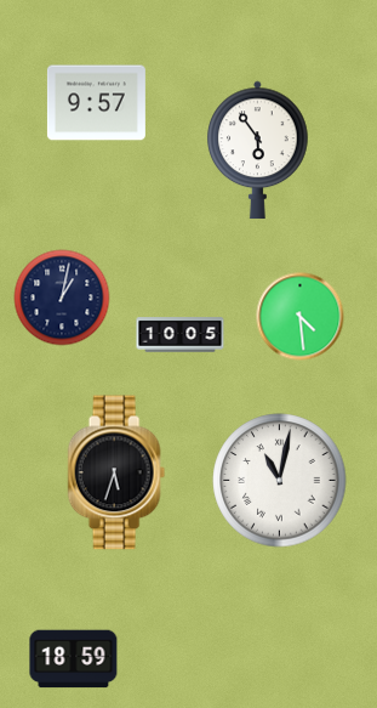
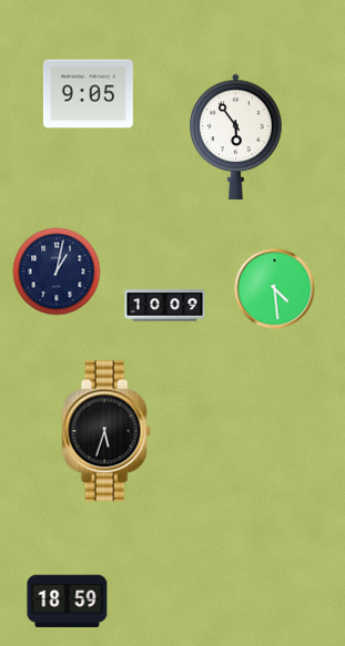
clock at (96, 103): 9:57 -> 9:05
clock at (181, 335): 10:05 -> 10:09
clock at (280, 481): 11:02 -> none
